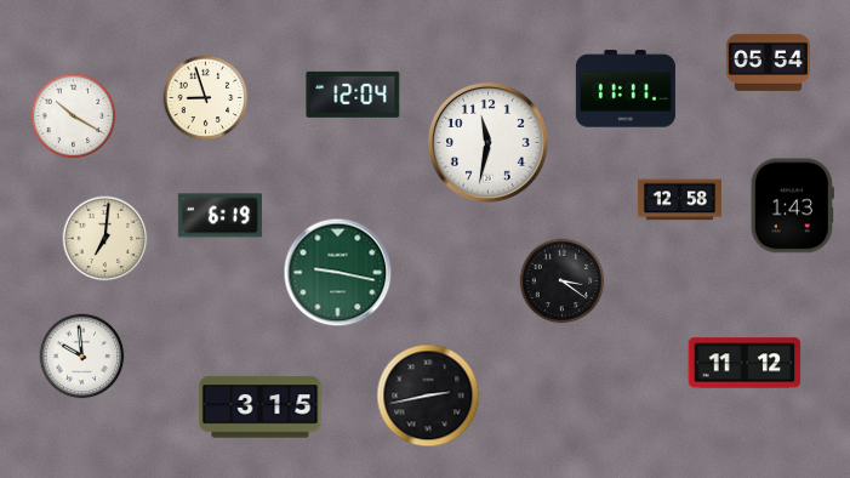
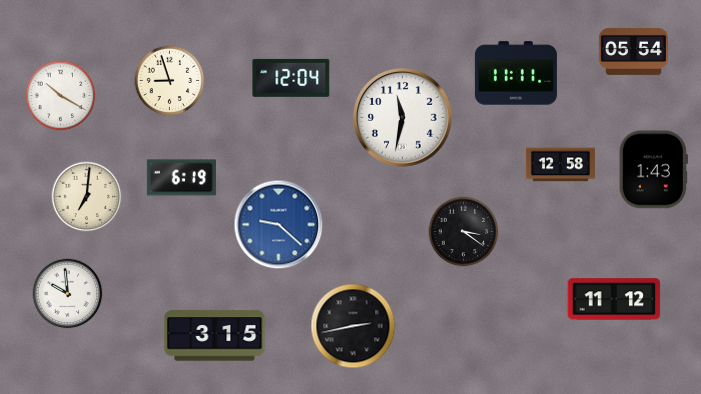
clock at (338, 273): 9:17 -> 9:22
clock at (338, 273) dial: green -> blue
